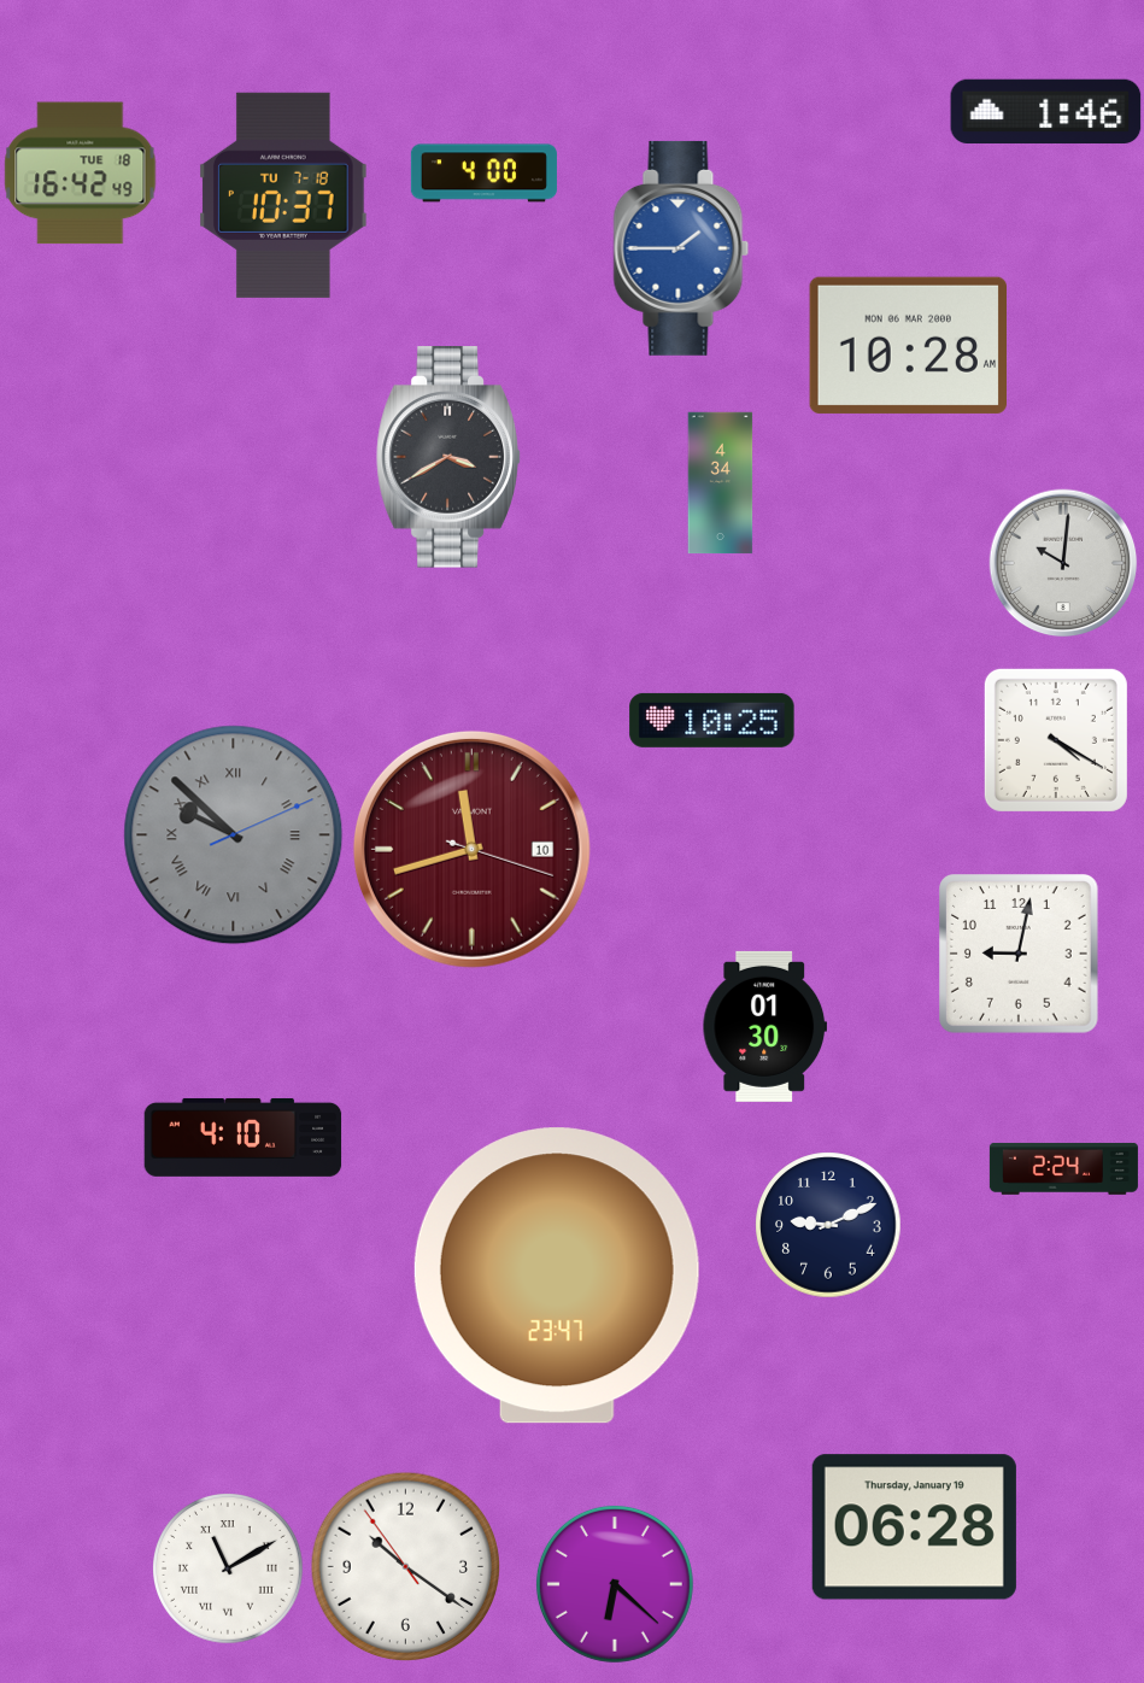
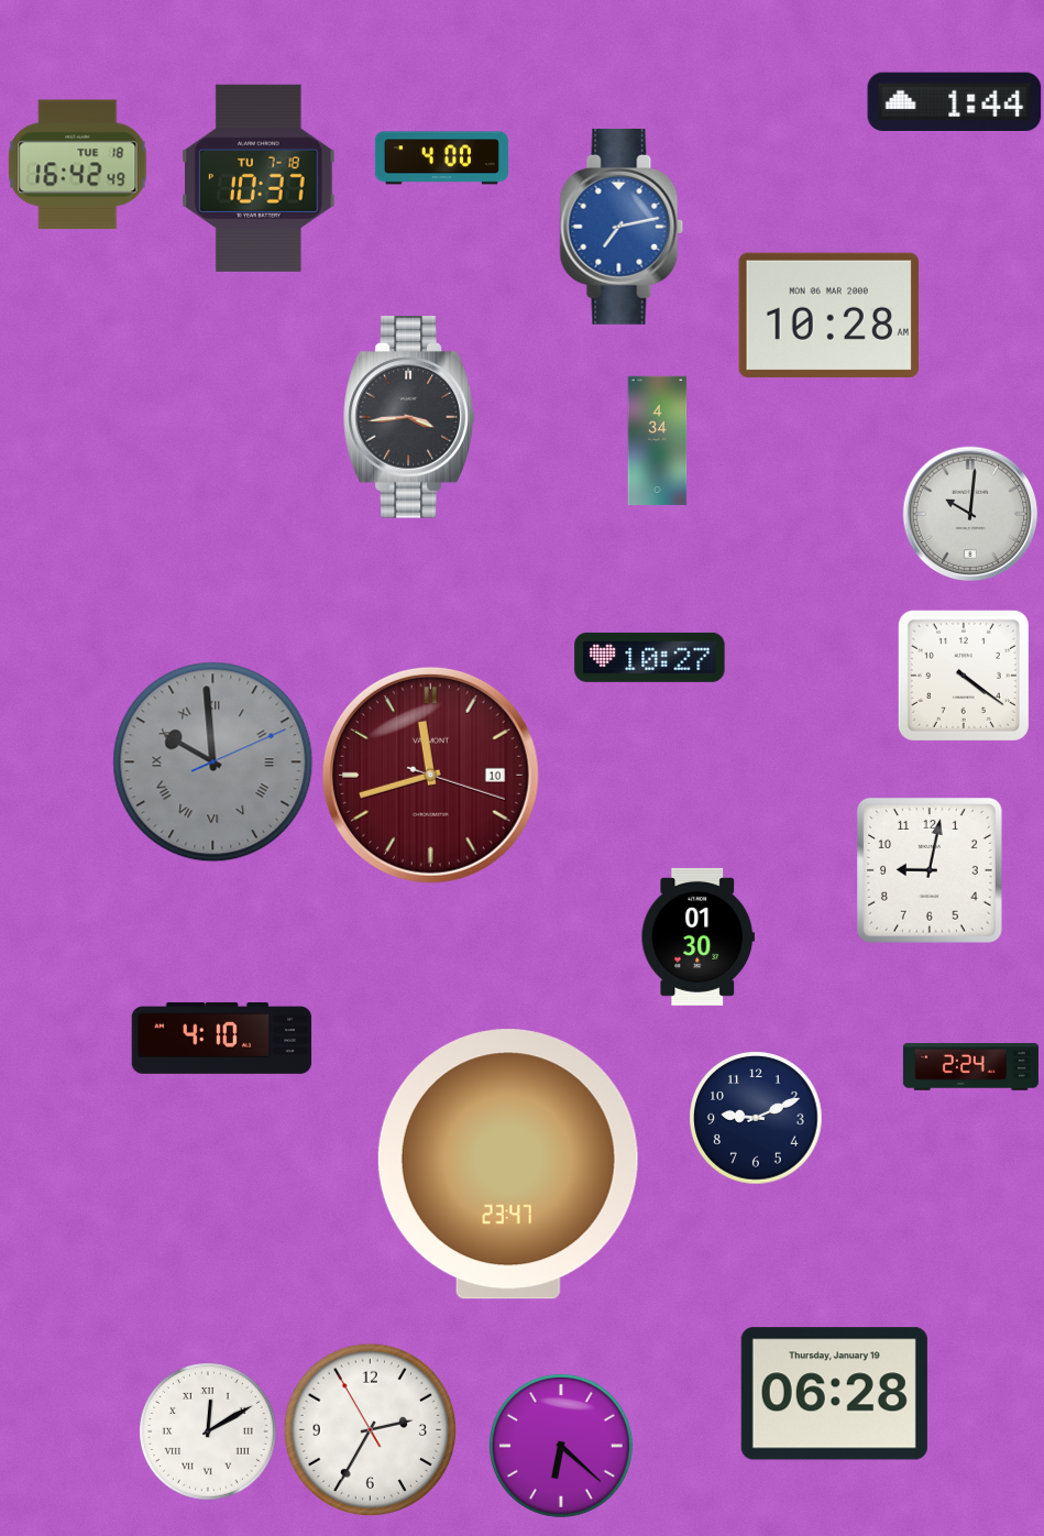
clock at (1046, 111): 1:46 -> 1:44
clock at (81, 174) position: (81, 174) -> (78, 165)
clock at (681, 248): 1:45 -> 7:13
clock at (448, 457): 3:40 -> 3:44
clock at (712, 720): 10:25 -> 10:27
clock at (1056, 740): 4:20 -> 4:21
clock at (234, 835): 9:52 -> 9:59
clock at (406, 1567): 10:20 -> 2:34
clock at (228, 1568): 11:10 -> 12:10
